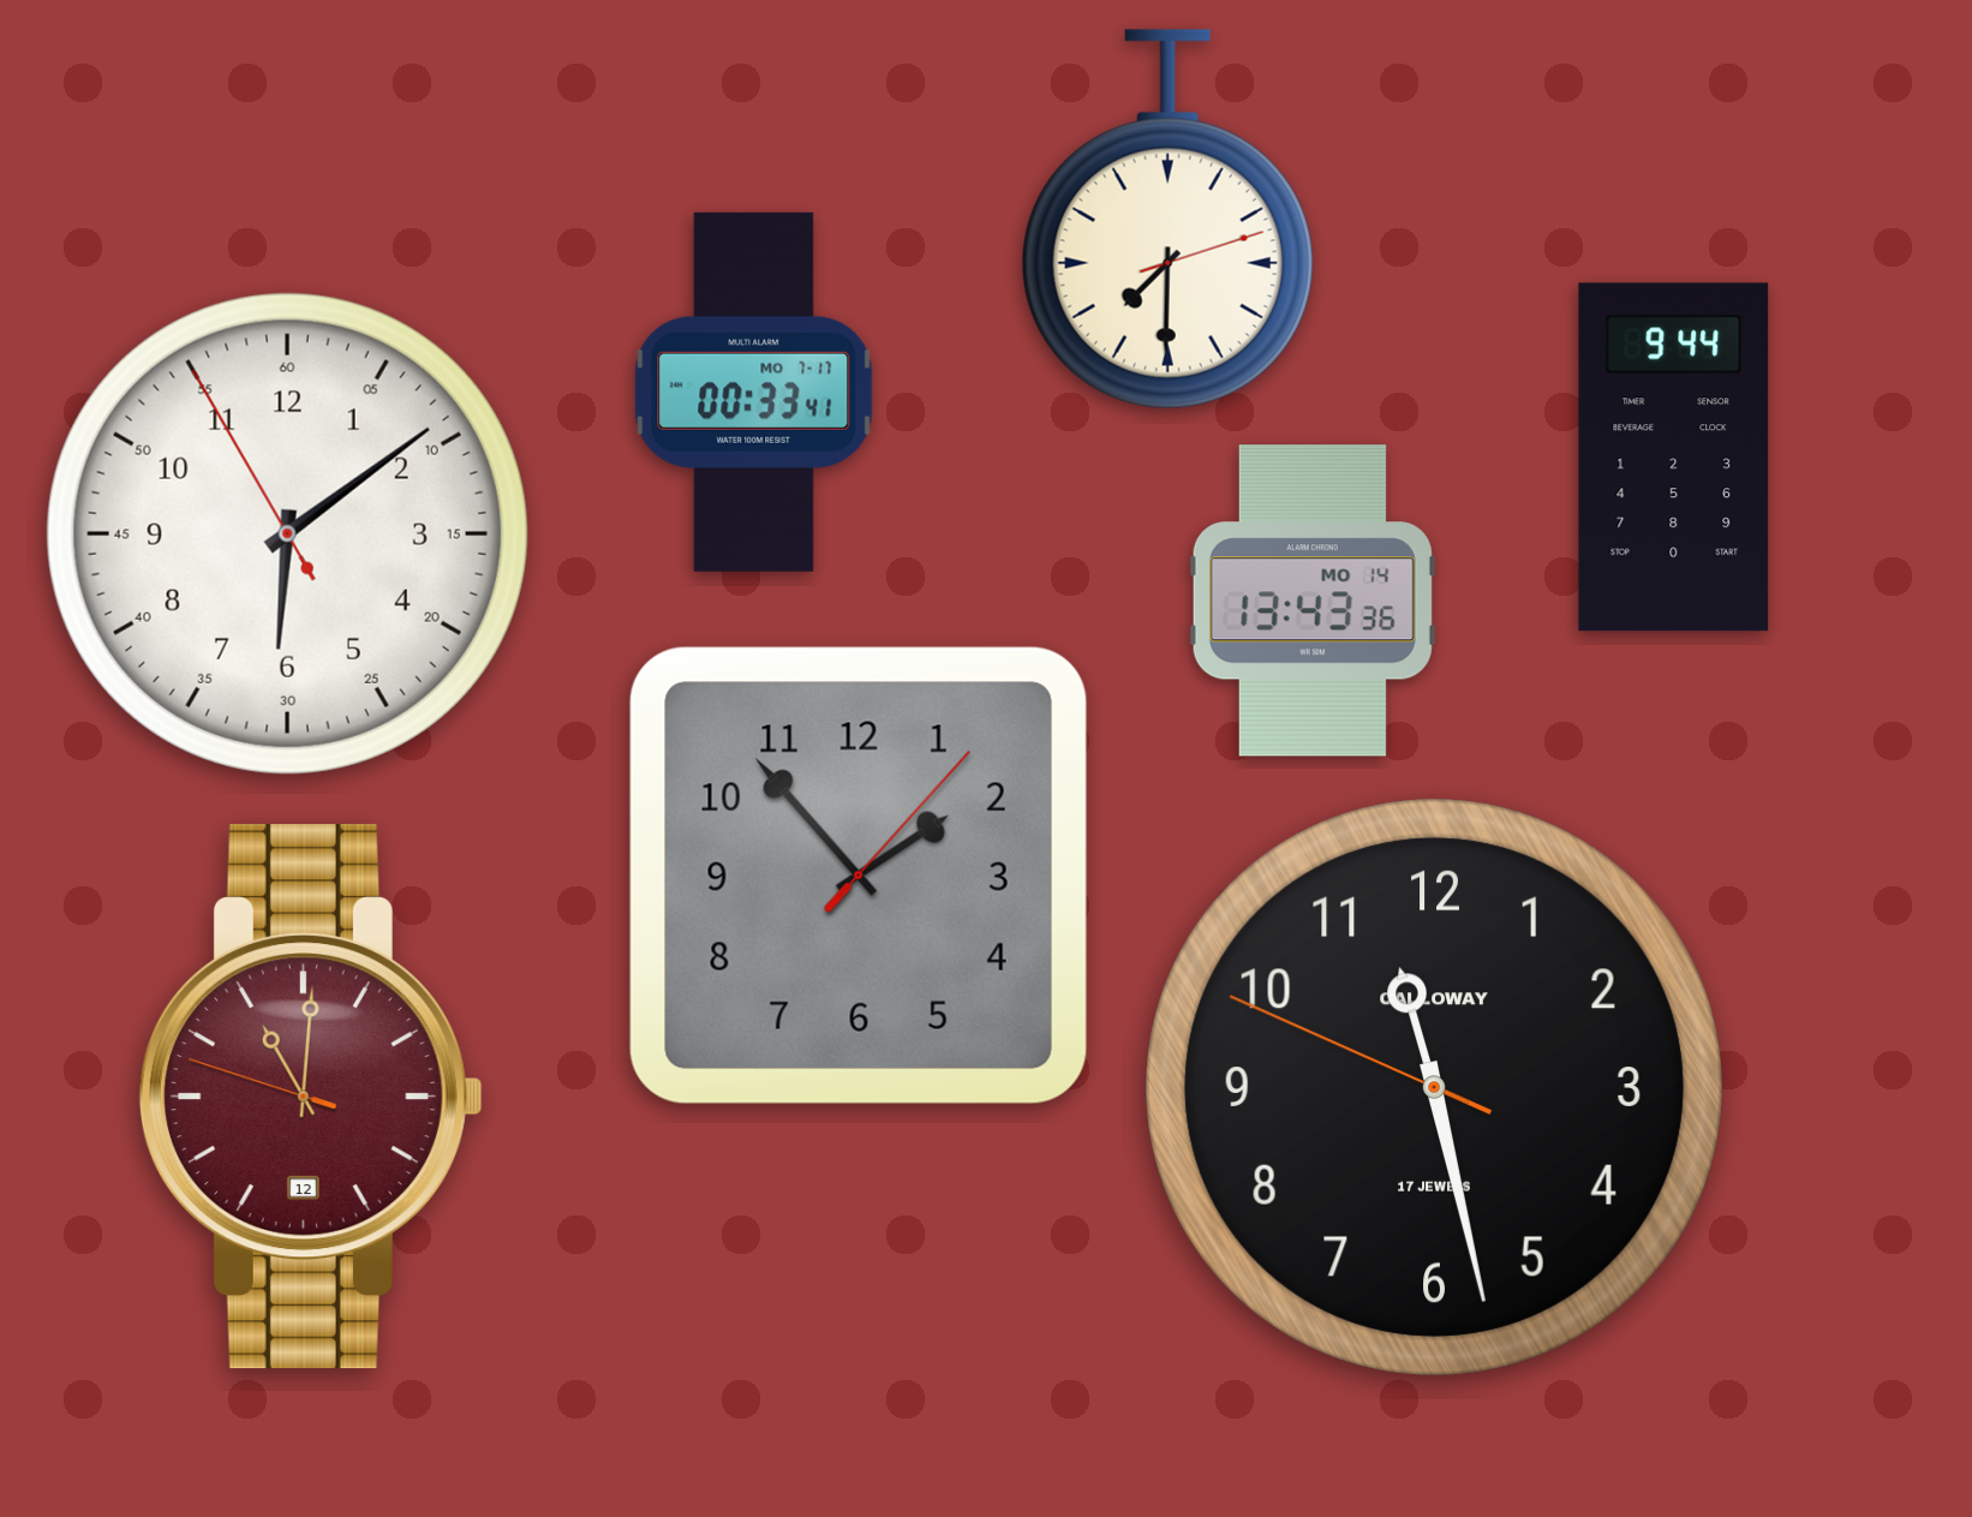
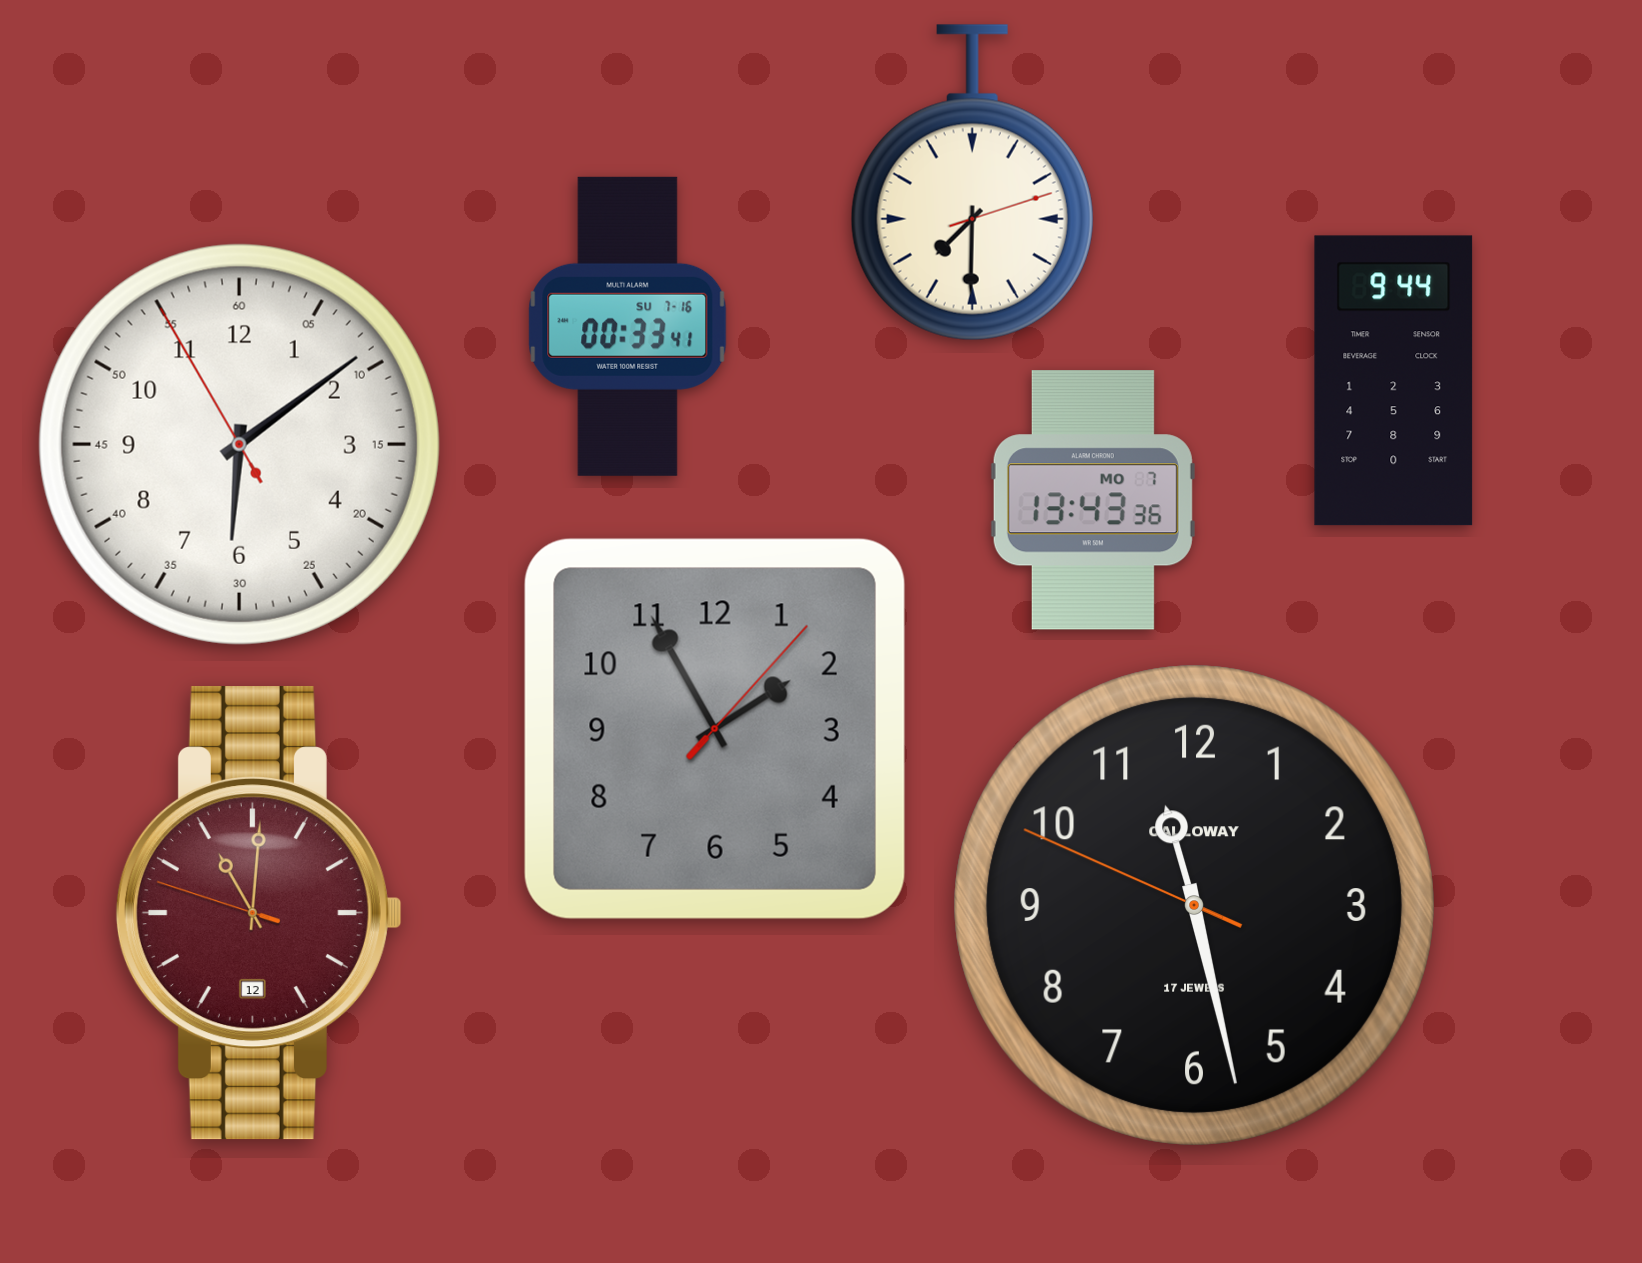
clock at (754, 392) date: MO 7-17 -> SU 7-16
clock at (1313, 601) date: MO 14 -> MO 7
clock at (859, 876): 1:53 -> 1:55
